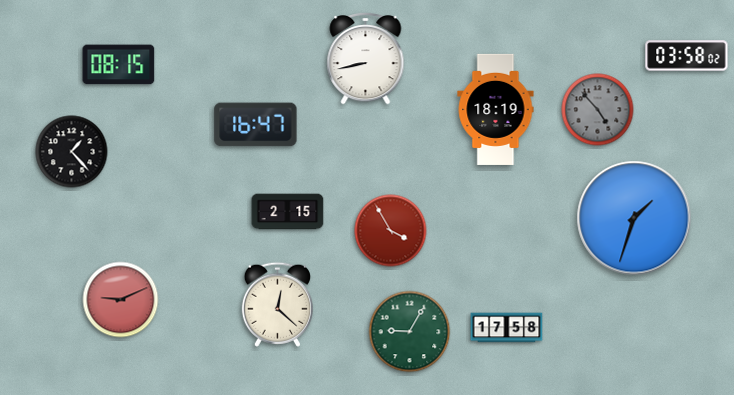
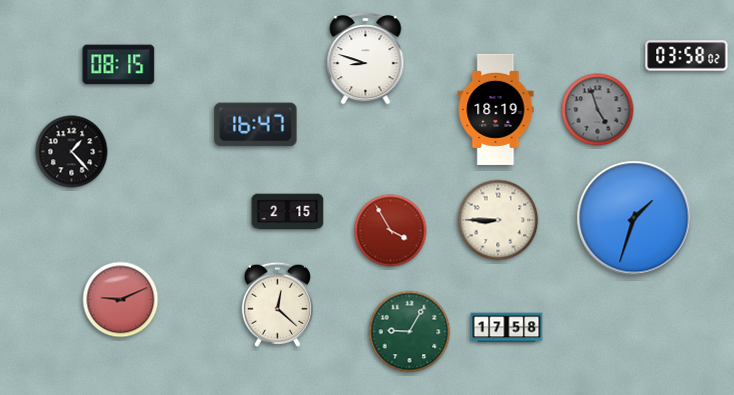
clock at (366, 58): 8:43 -> 8:48
clock at (598, 110): 4:53 -> 4:57
clock at (498, 220): none -> 8:45
